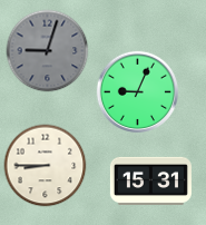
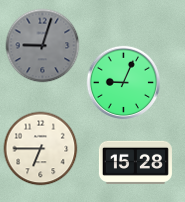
clock at (46, 166): 8:45 -> 6:45
clock at (150, 180): 15:31 -> 15:28
